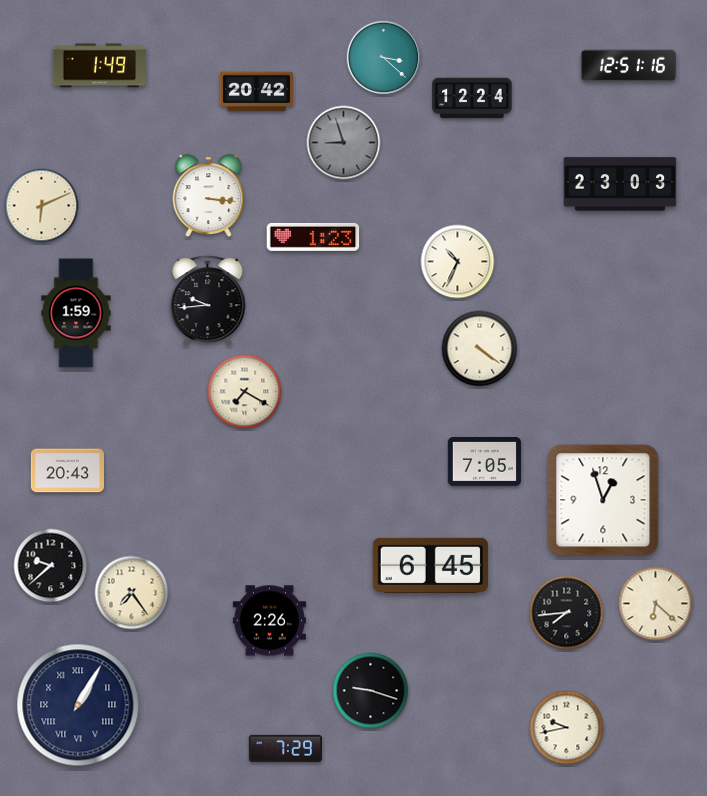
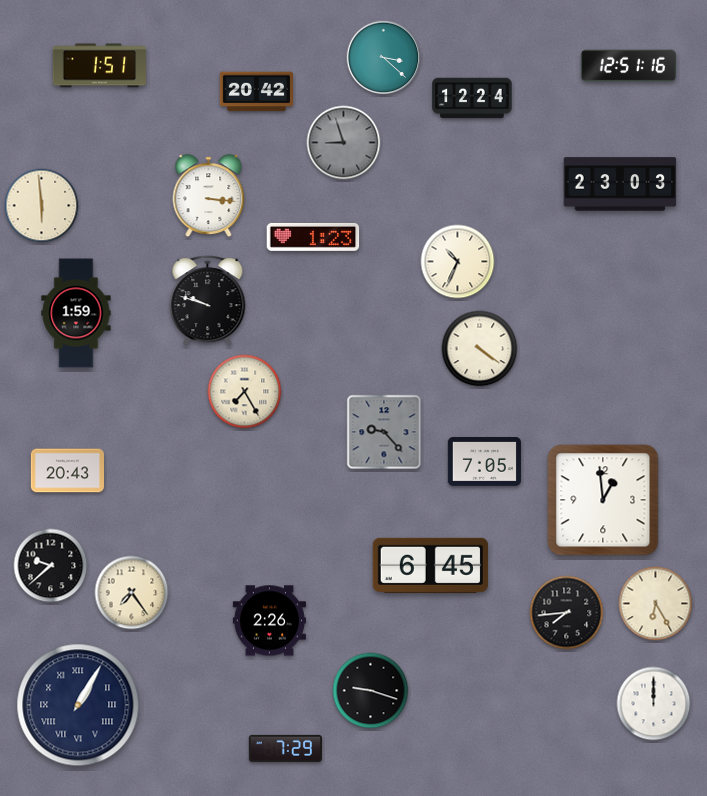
clock at (100, 66): 1:49 -> 1:51
clock at (42, 206): 6:11 -> 5:59
clock at (208, 301): 9:44 -> 9:48
clock at (245, 392): 7:20 -> 7:25
clock at (384, 432): none -> 9:23
clock at (603, 500): 12:57 -> 12:59
clock at (656, 604): 6:22 -> 6:25
clock at (654, 704): none -> 12:00
clock at (567, 728): 9:43 -> none
